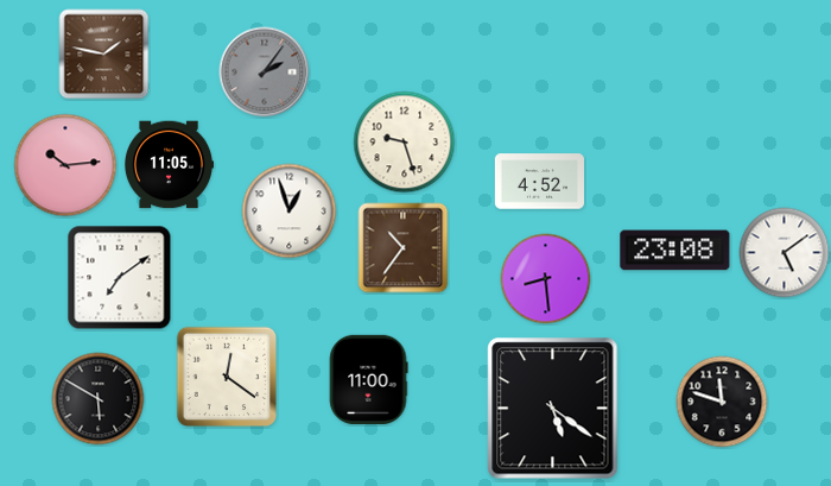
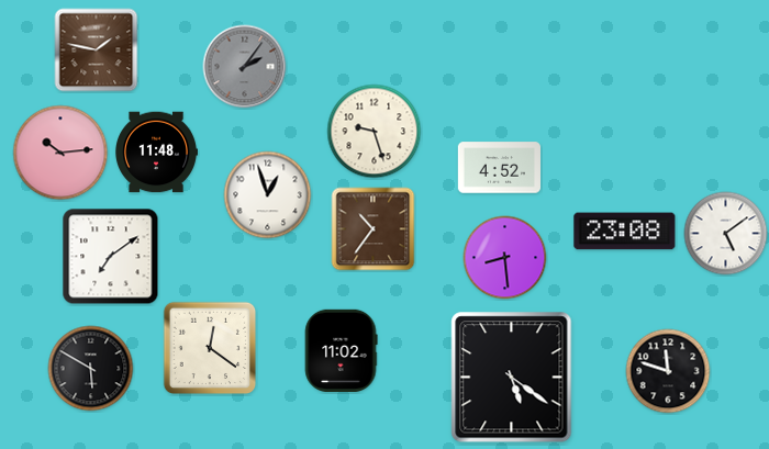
clock at (169, 165): 11:05 -> 11:48
clock at (368, 379): 11:00 -> 11:02
